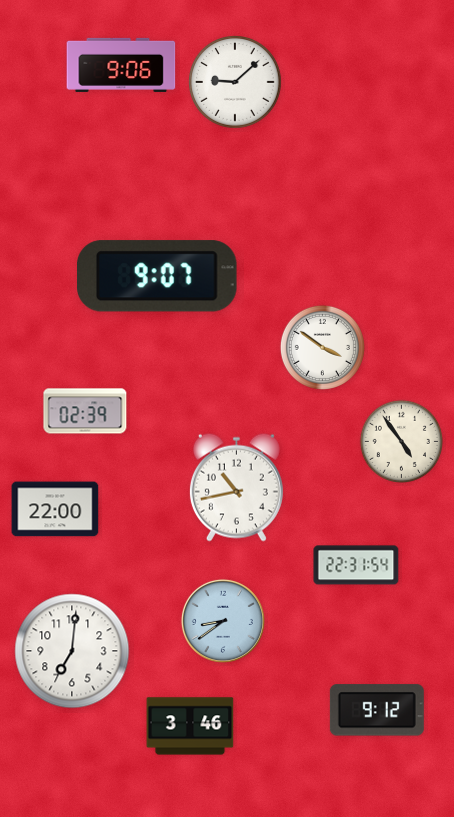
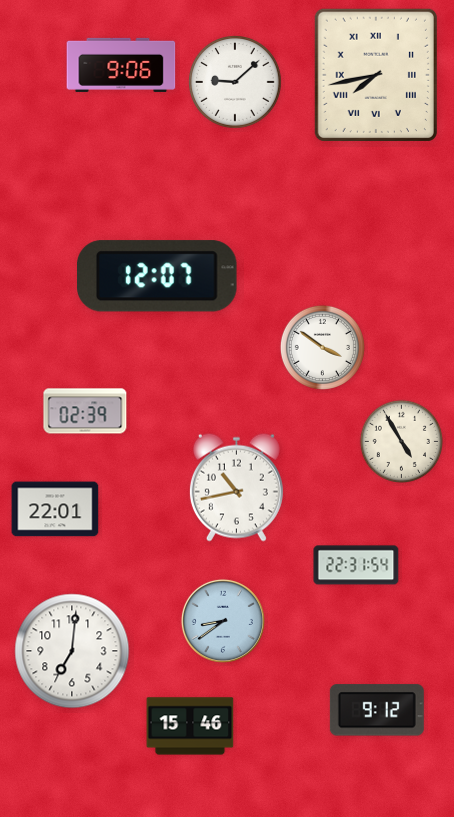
clock at (376, 75): none -> 7:43
clock at (158, 276): 9:07 -> 12:07
clock at (401, 441): 4:54 -> 4:55
clock at (55, 509): 22:00 -> 22:01
clock at (190, 726): 3:46 -> 15:46
